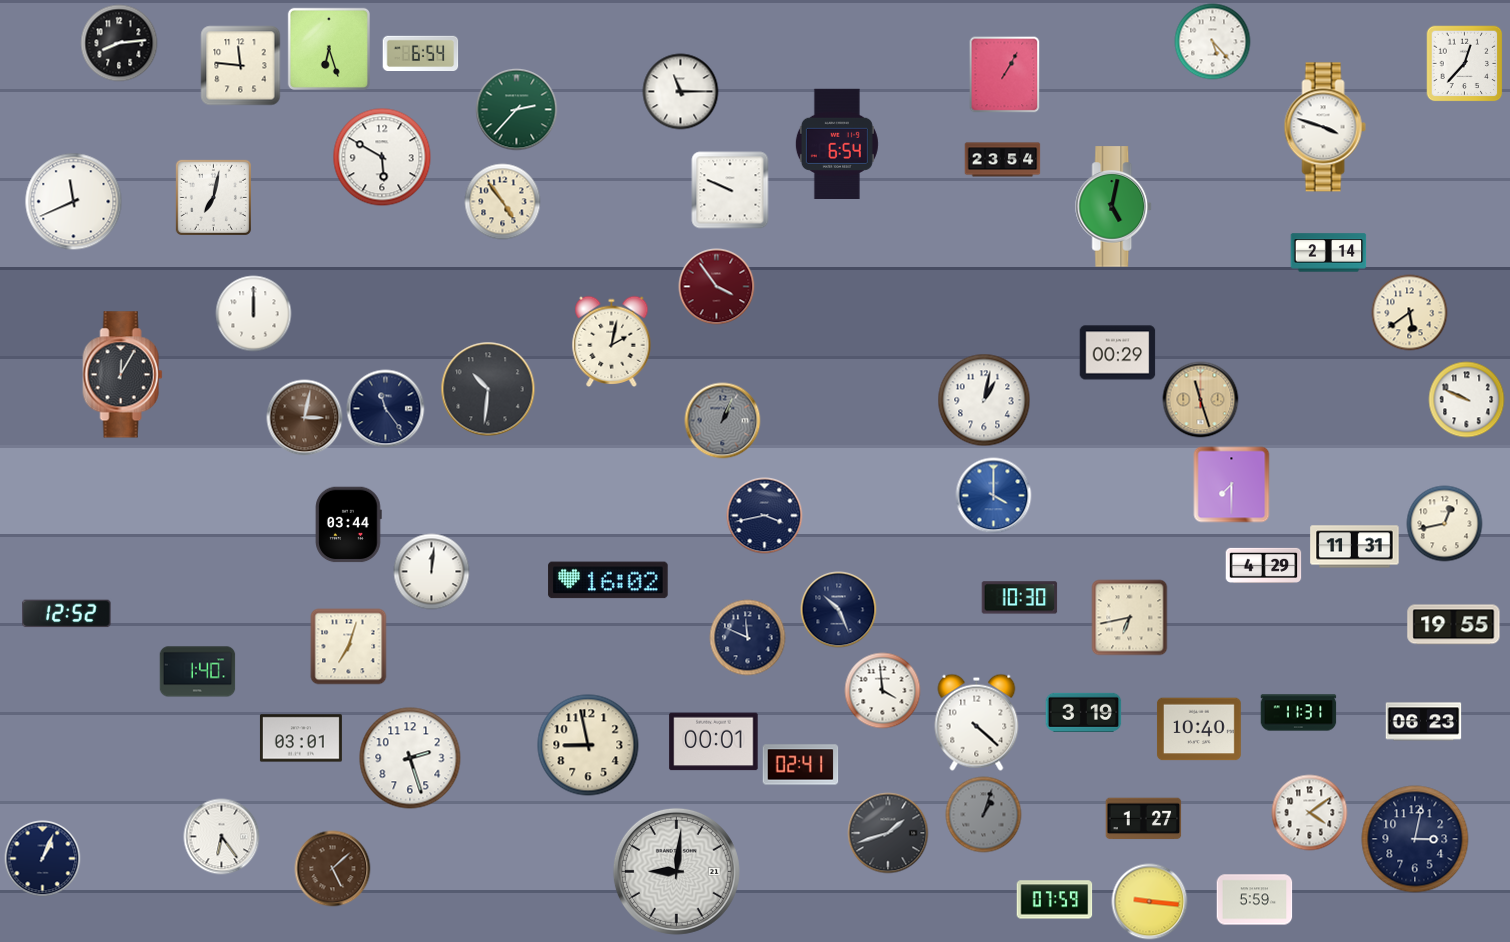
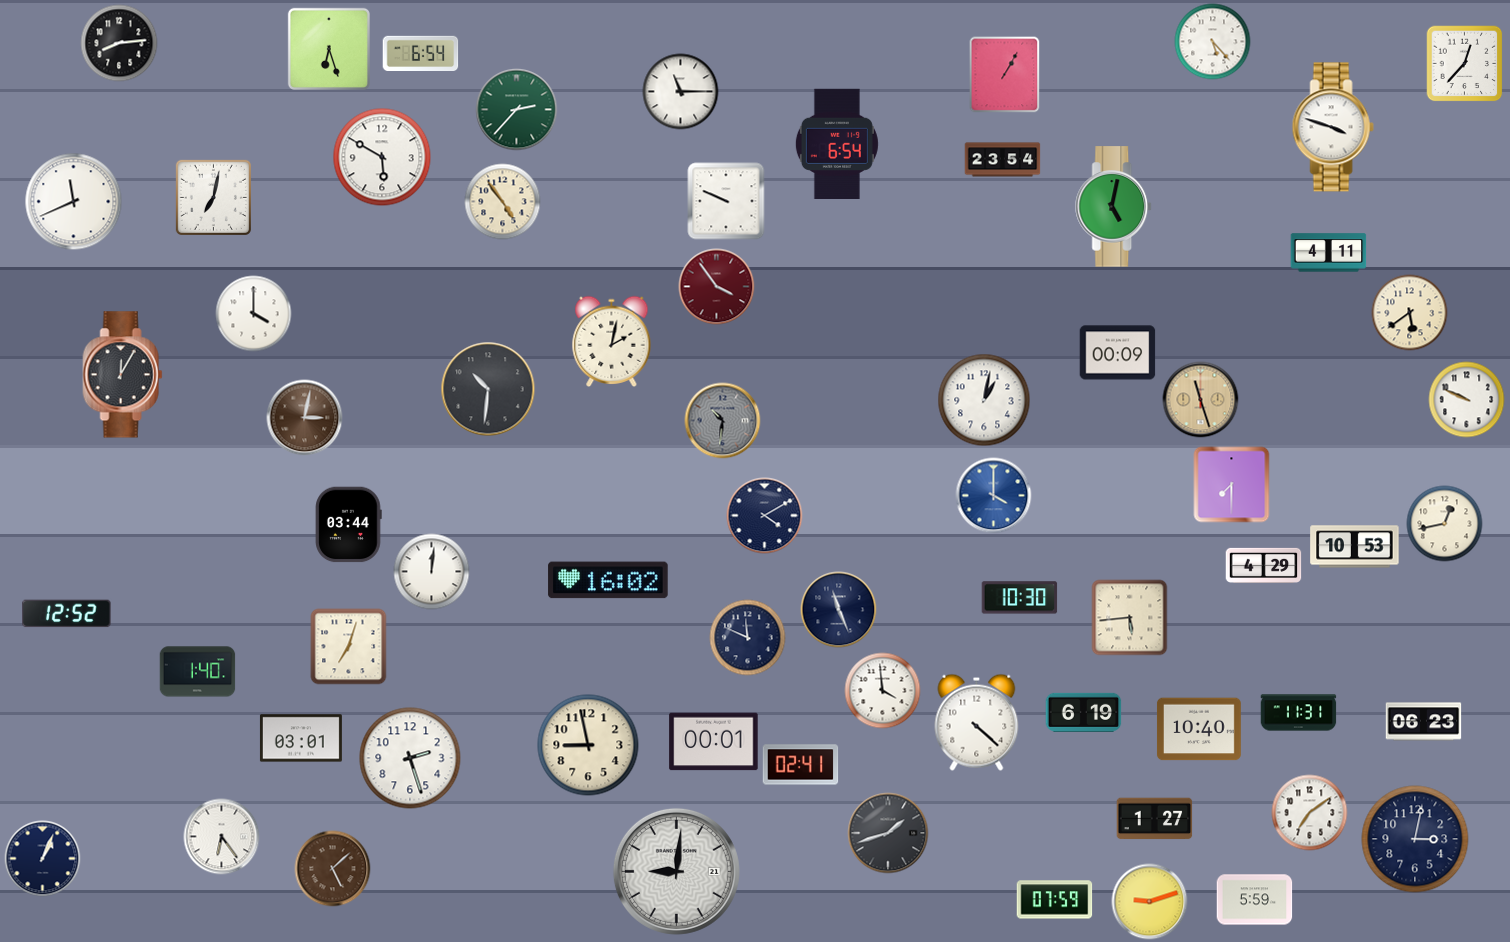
clock at (241, 66): 11:46 -> none
clock at (1325, 127) position: (1325, 127) -> (1333, 127)
clock at (730, 190) position: (730, 190) -> (726, 201)
clock at (1329, 253): 2:14 -> 4:11
clock at (254, 314): 12:00 -> 4:00
clock at (1118, 353): 00:29 -> 00:09
clock at (386, 409): 11:24 -> none
clock at (723, 421): 1:04 -> 10:31
clock at (765, 516): 3:43 -> 4:10
clock at (1355, 547): 11:31 -> 10:53
clock at (839, 610): 10:26 -> 11:26
clock at (1130, 618): 6:43 -> 5:44
clock at (1454, 625): 19:55 -> none
clock at (1084, 712): 3:19 -> 6:19
clock at (1310, 813): 4:09 -> 7:09
clock at (984, 815): 1:03 -> none
clock at (1144, 819) position: (1144, 819) -> (1155, 819)
clock at (1150, 902): 9:16 -> 9:12
